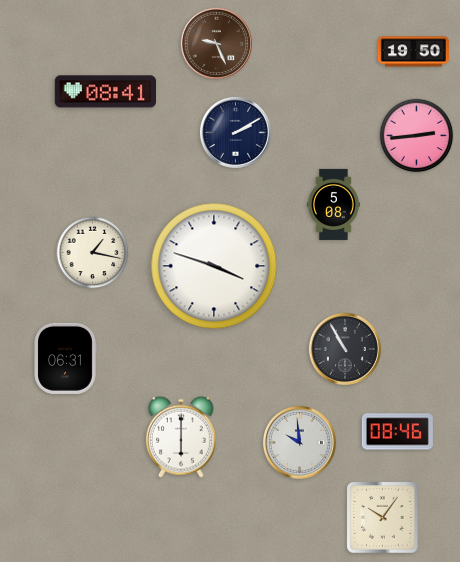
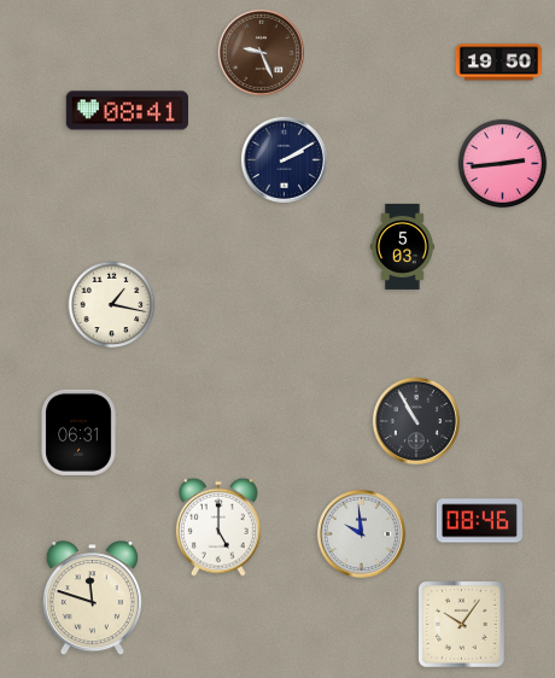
clock at (333, 204): 5:08 -> 5:03
clock at (214, 266): 3:48 -> none
clock at (181, 437): 6:00 -> 5:00
clock at (92, 598): none -> 11:48
